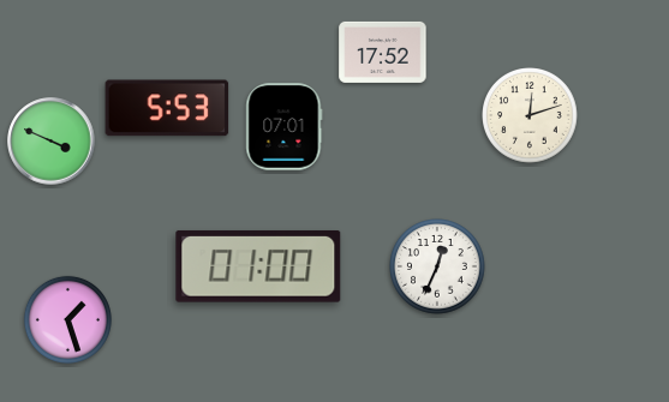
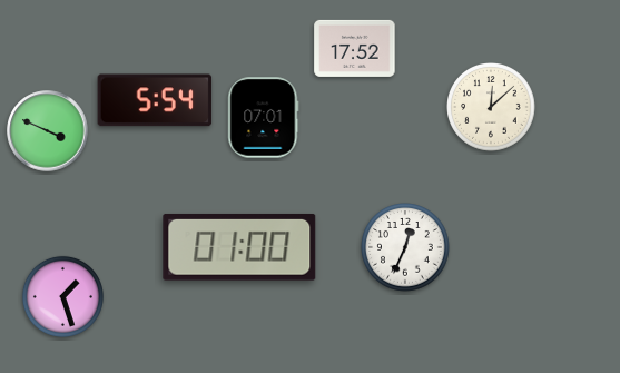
clock at (167, 108): 5:53 -> 5:54
clock at (530, 115): 12:12 -> 12:08
